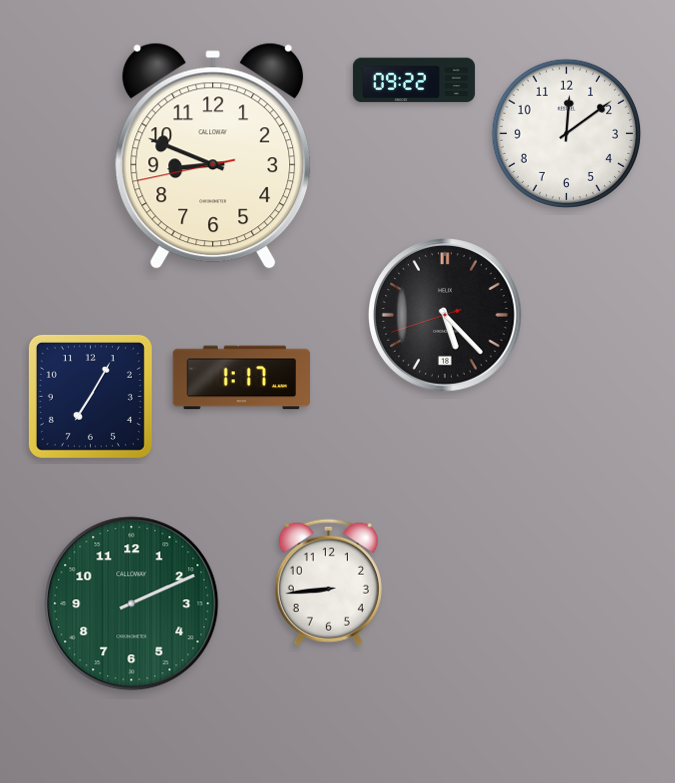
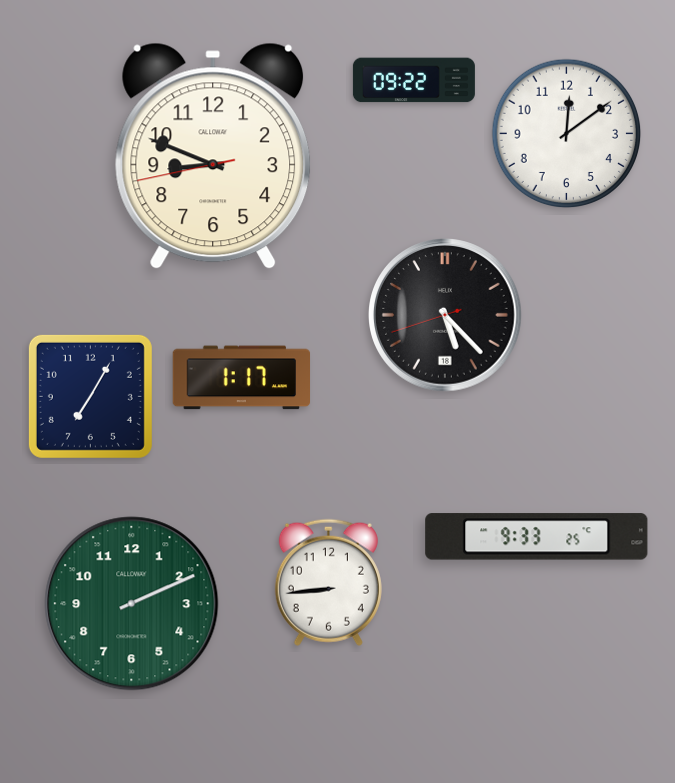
clock at (537, 537): none -> 9:33
